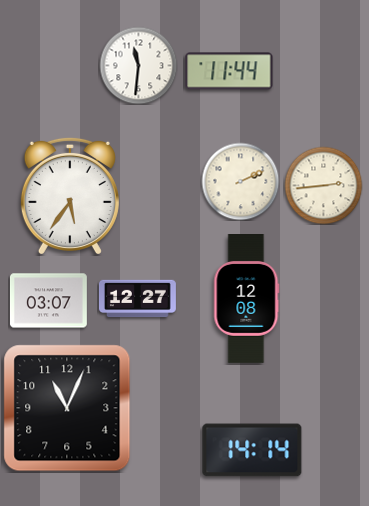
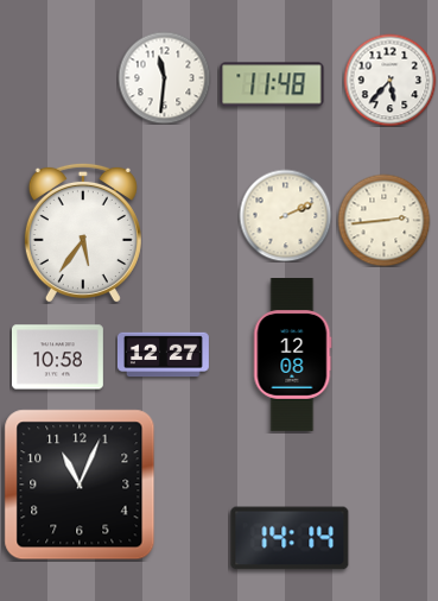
clock at (389, 80): none -> 5:37
clock at (229, 71): 11:44 -> 11:48
clock at (48, 301): 03:07 -> 10:58
clock at (252, 450) position: (252, 450) -> (290, 538)
